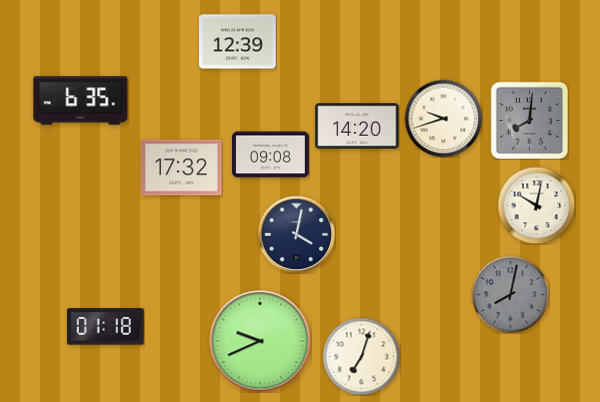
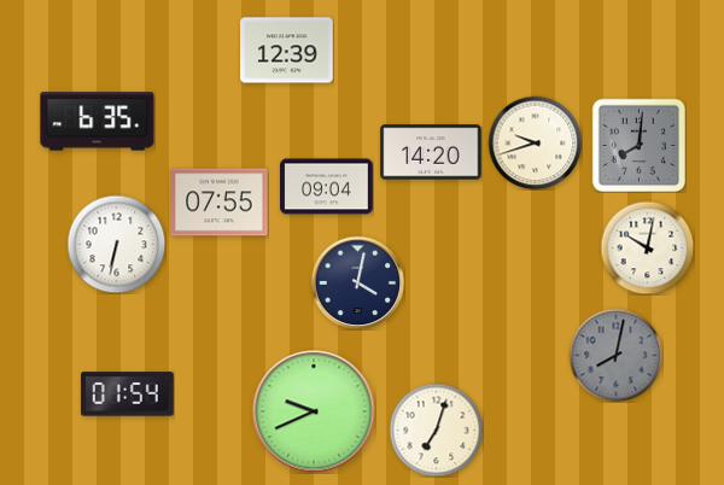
clock at (271, 155): 09:08 -> 09:04
clock at (182, 168): 17:32 -> 07:55
clock at (116, 244): none -> 6:32
clock at (106, 327): 01:18 -> 01:54
